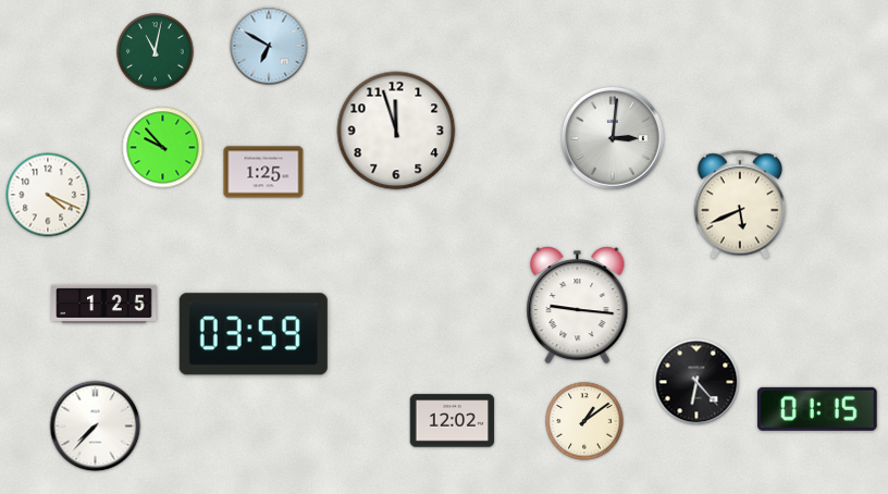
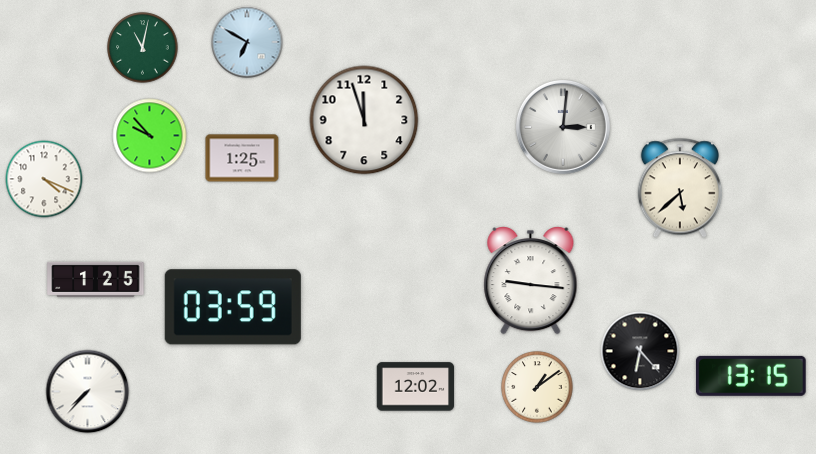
clock at (739, 205): 5:41 -> 5:38
clock at (817, 409): 01:15 -> 13:15
